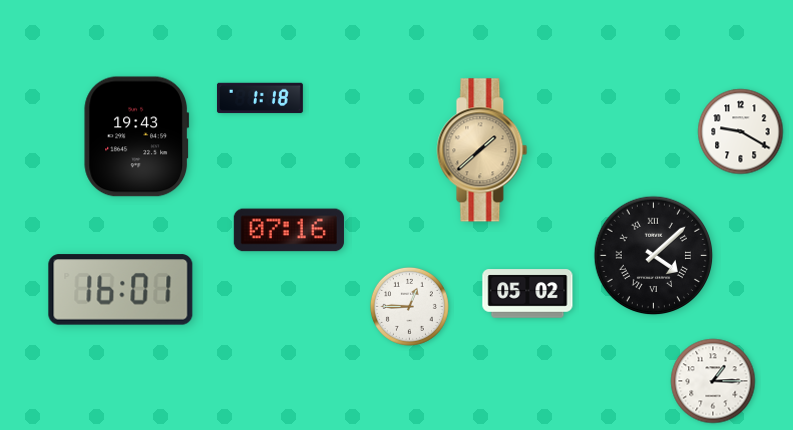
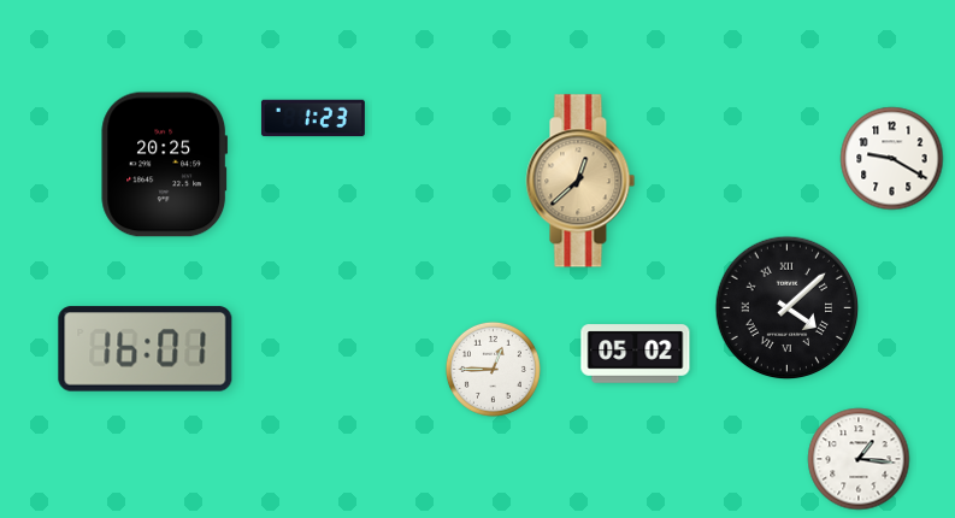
clock at (260, 98): 1:18 -> 1:23
clock at (136, 137): 19:43 -> 20:25
clock at (482, 150): 1:38 -> 12:38
clock at (289, 230): 07:16 -> none
clock at (713, 381): 1:15 -> 1:16
